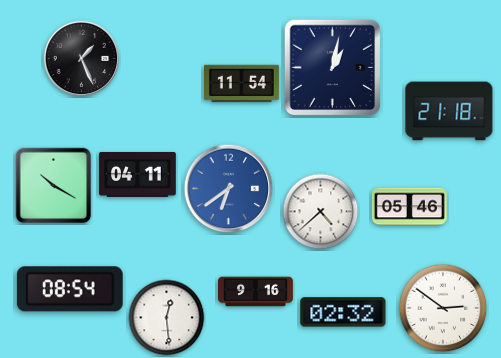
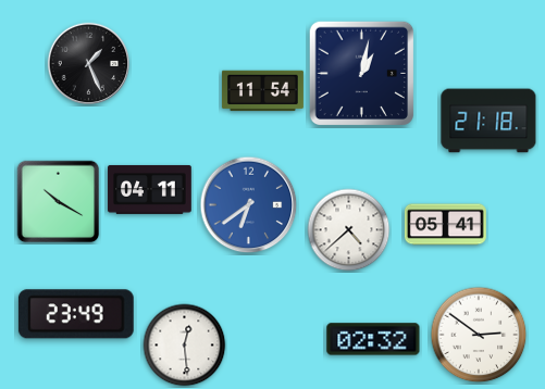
clock at (409, 207): 05:46 -> 05:41
clock at (70, 289): 08:54 -> 23:49
clock at (256, 292): 9:16 -> none
clock at (443, 308) position: (443, 308) -> (479, 335)
clock at (167, 318) position: (167, 318) -> (185, 346)
